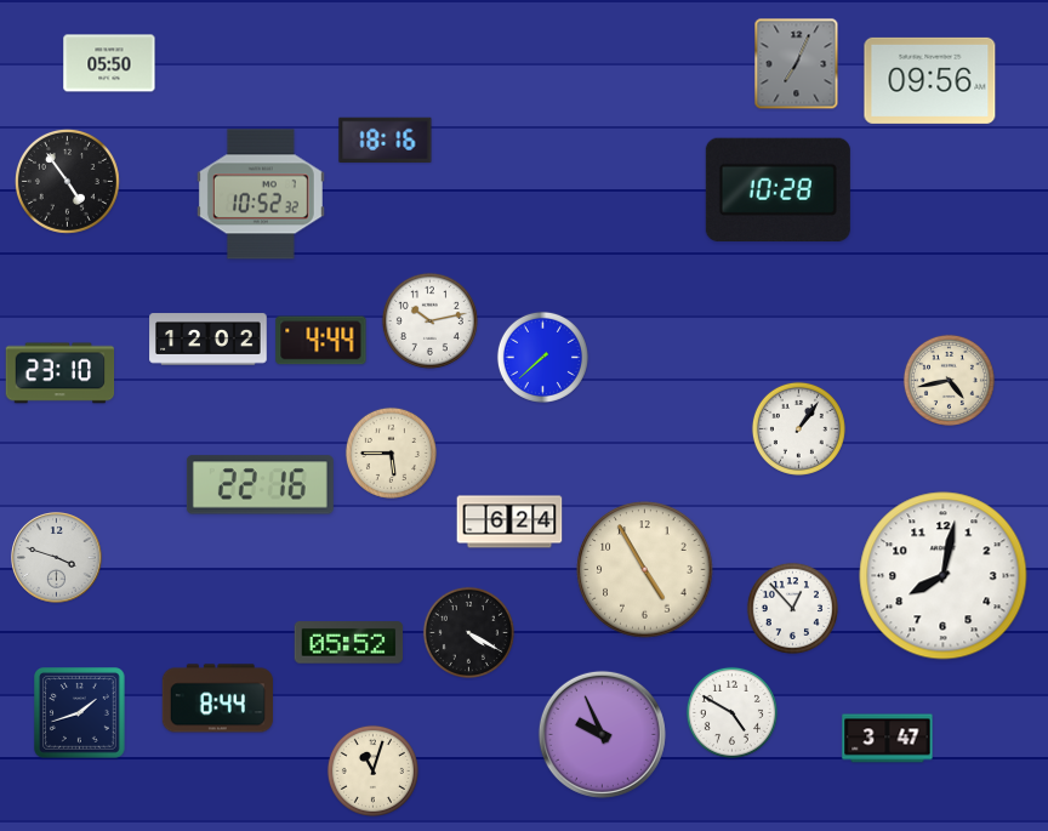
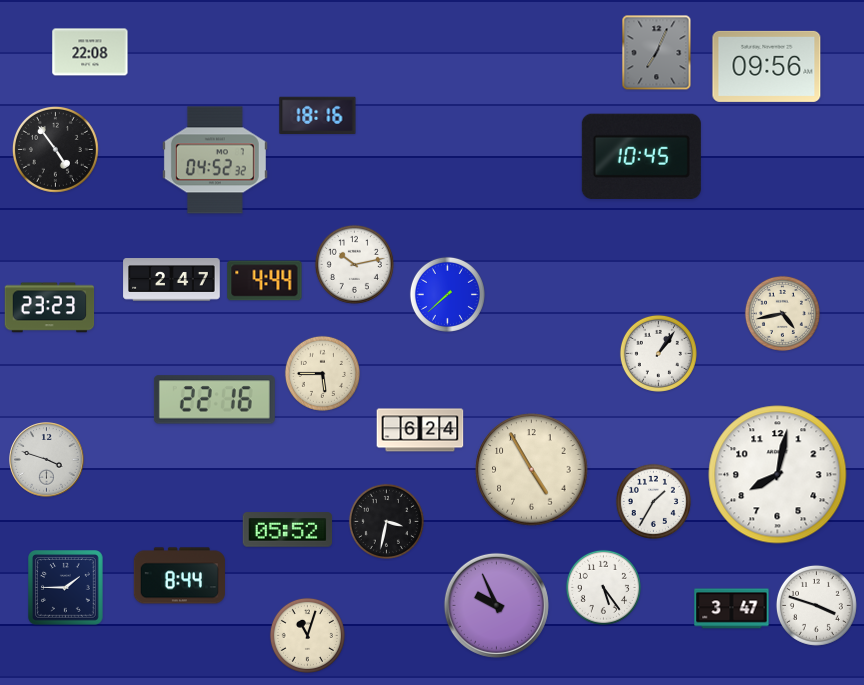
clock at (109, 63): 05:50 -> 22:08
clock at (778, 189): 10:28 -> 10:45
clock at (261, 194): 10:52 -> 04:52
clock at (209, 340): 12:02 -> 2:47
clock at (61, 374): 23:10 -> 23:23
clock at (792, 608): 12:53 -> 1:35
clock at (468, 632): 4:20 -> 3:32
clock at (731, 712): 4:50 -> 5:24
clock at (80, 713): 1:42 -> 1:45
clock at (816, 605): none -> 3:48
